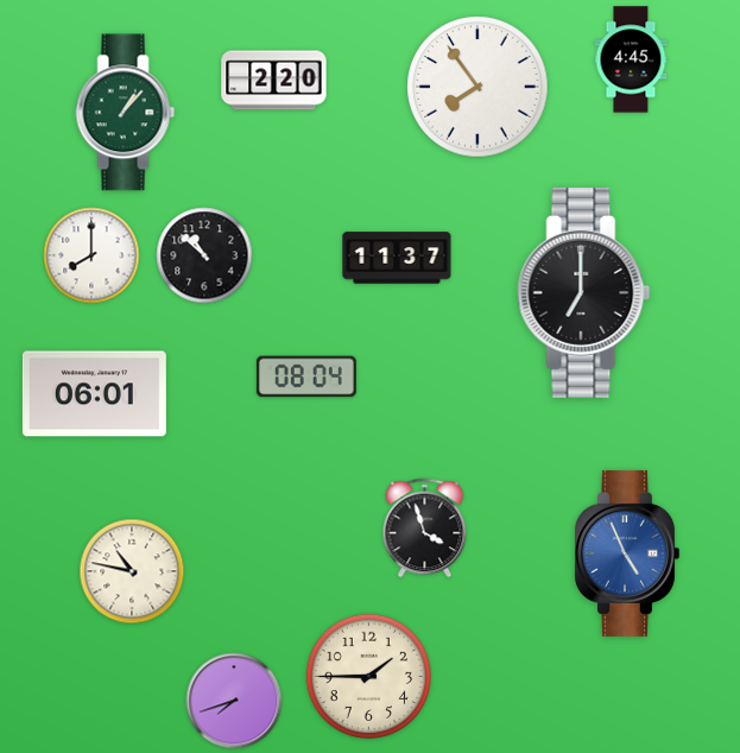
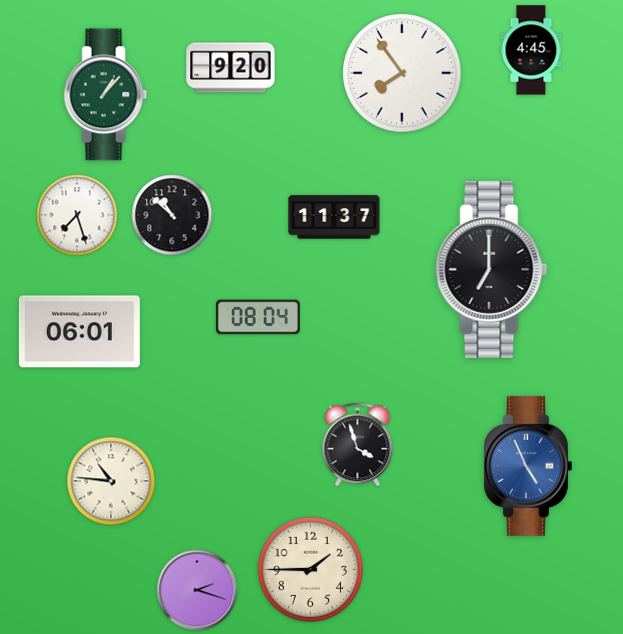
clock at (274, 81): 2:20 -> 9:20
clock at (91, 255): 8:00 -> 7:27
clock at (584, 292) position: (584, 292) -> (492, 269)
clock at (132, 571): 10:47 -> 10:46
clock at (234, 701): 7:42 -> 2:18
